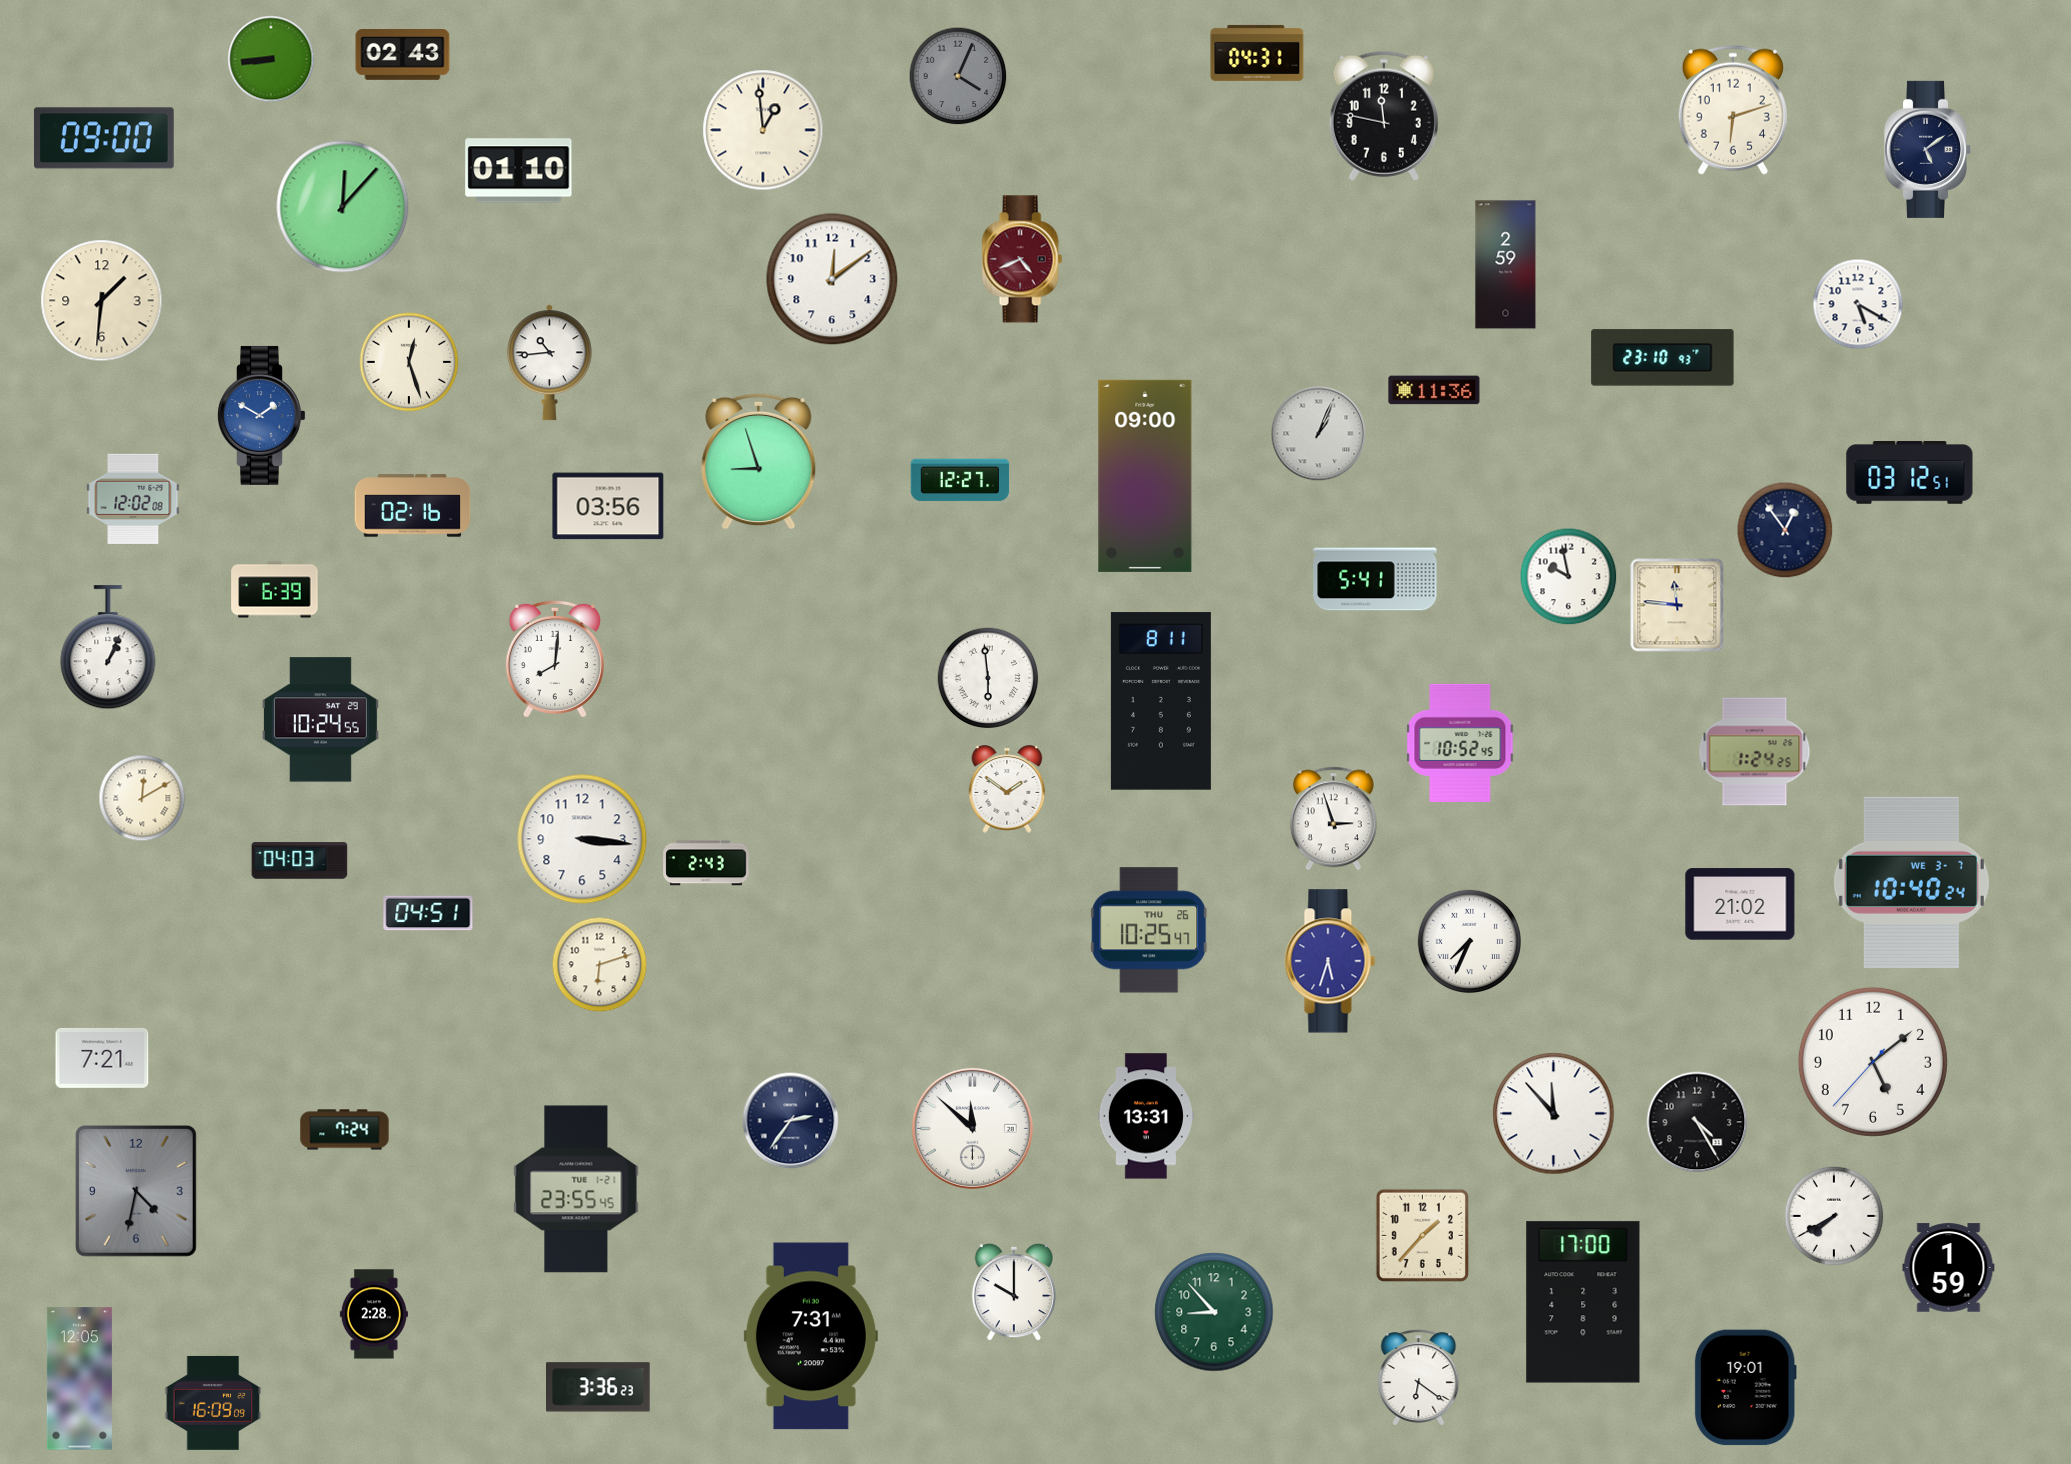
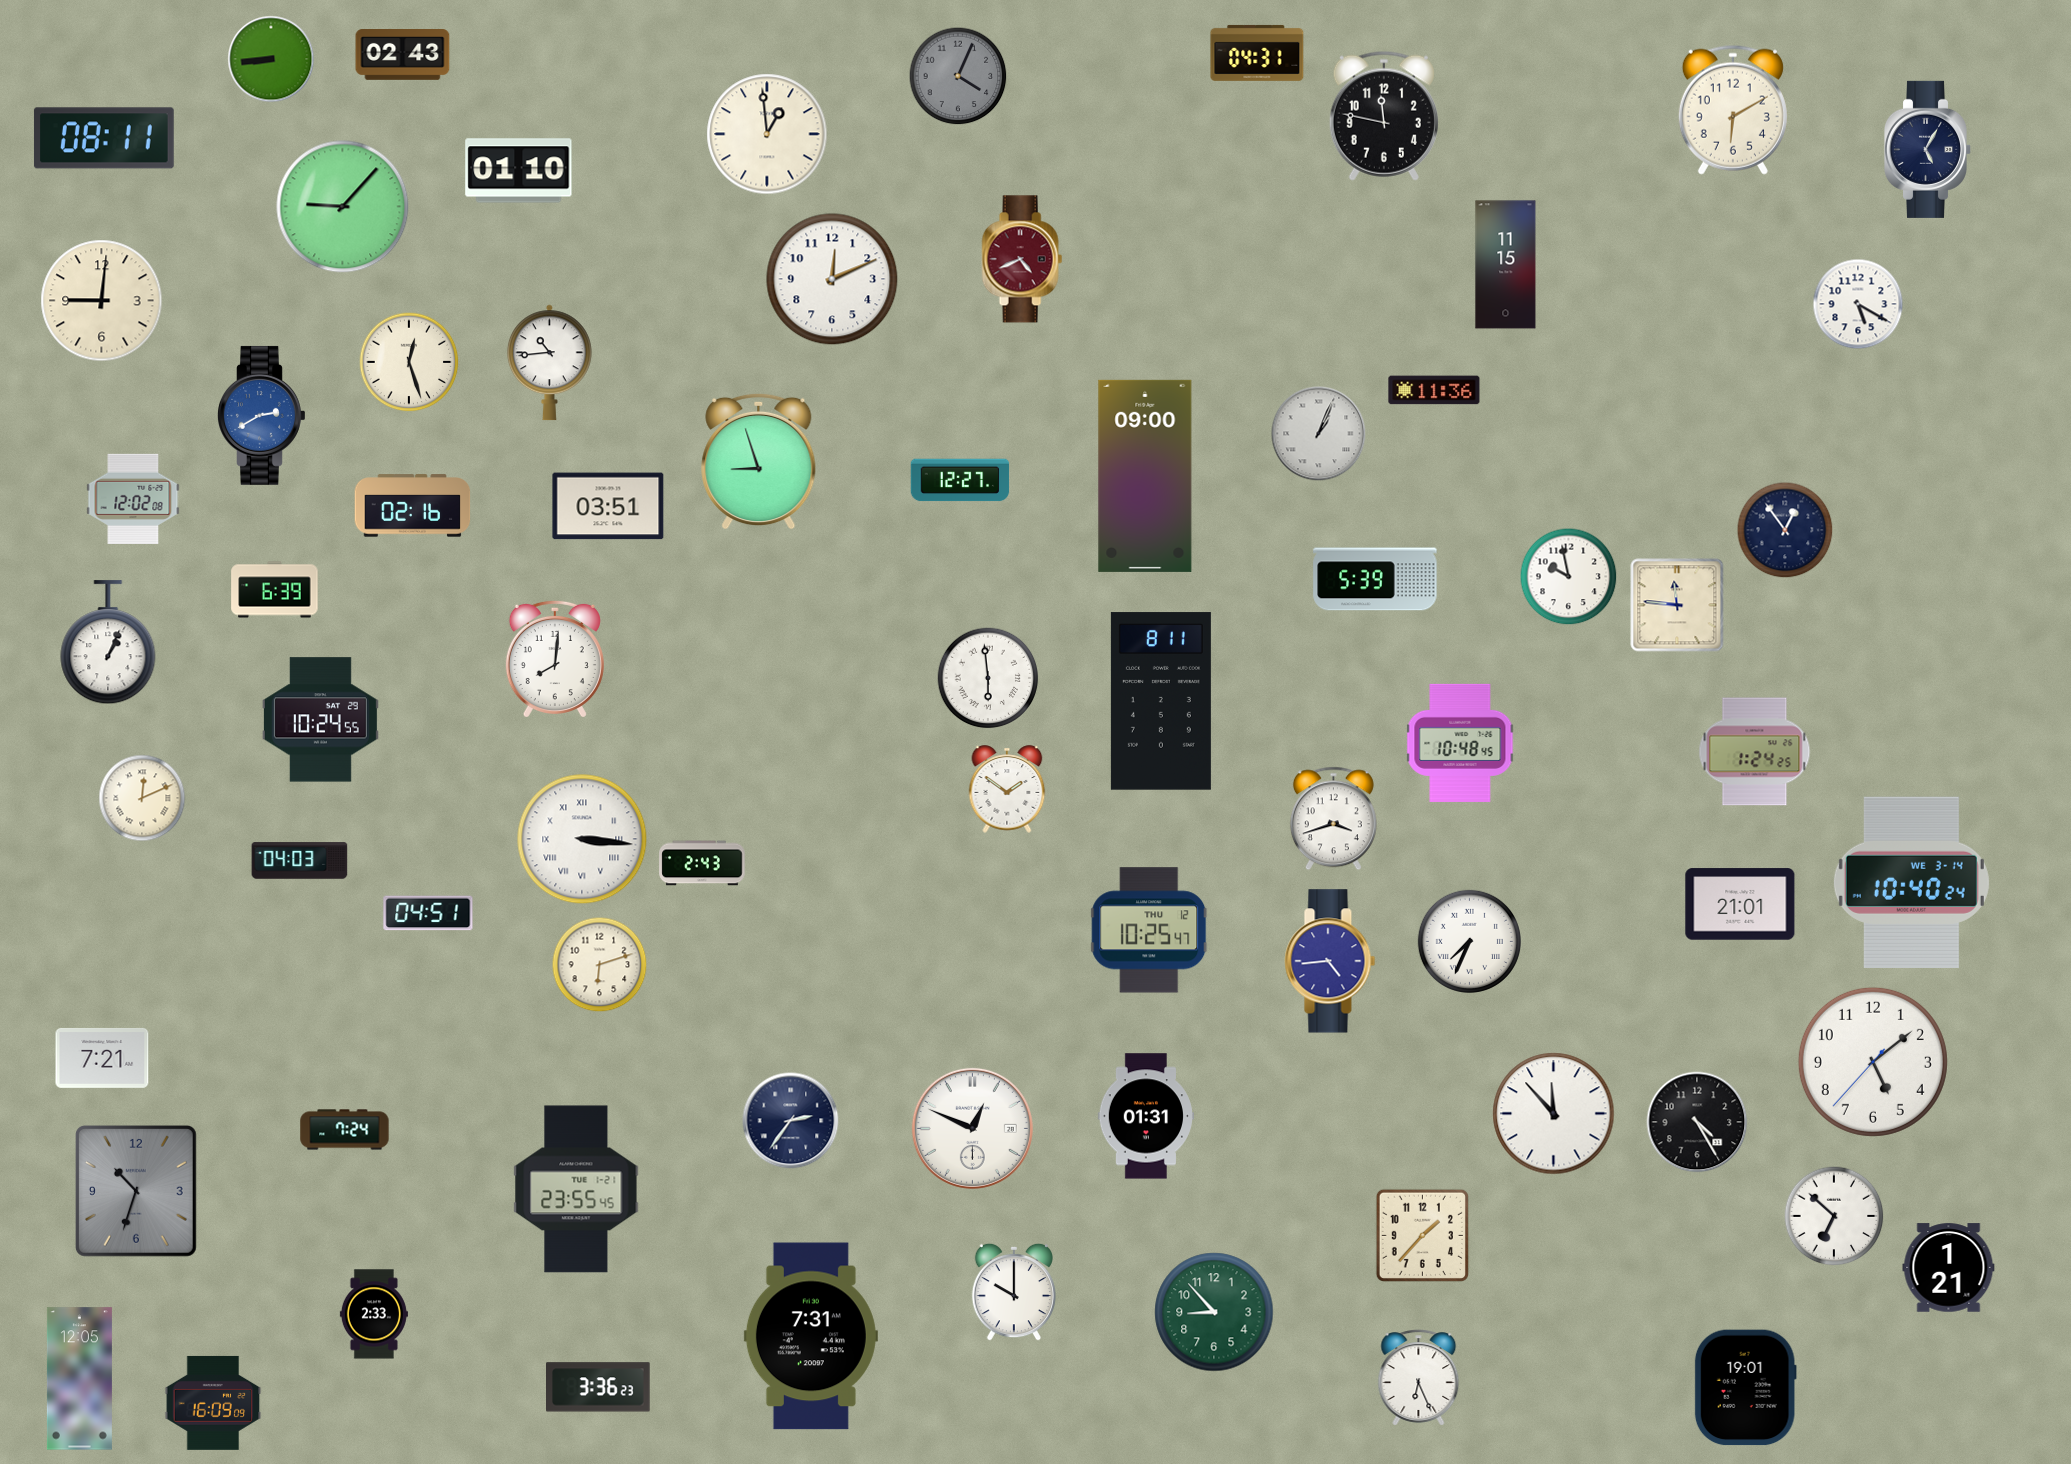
clock at (1733, 110): 6:12 -> 6:10
clock at (763, 130) position: (763, 130) -> (767, 134)
clock at (104, 138): 09:00 -> 08:11
clock at (1927, 149): 5:09 -> 5:05
clock at (343, 207): 12:07 -> 9:07
clock at (1506, 265): 2:59 -> 11:15
clock at (832, 279): 12:09 -> 12:11
clock at (102, 301): 1:31 -> 9:01
clock at (1663, 358): 23:10 -> none
clock at (262, 415): 1:50 -> 2:40
clock at (1910, 473): 03:12 -> none
clock at (608, 506): 03:56 -> 03:51
clock at (1375, 579): 5:41 -> 5:39
clock at (108, 648) position: (108, 648) -> (108, 643)
clock at (1460, 743): 10:52 -> 10:48
clock at (142, 798): 12:10 -> 12:11
clock at (1333, 819): 2:57 -> 3:42
clock at (582, 839) numerals: Arabic -> Roman
clock at (706, 863) position: (706, 863) -> (702, 863)
clock at (1911, 882) date: WE 3-7 -> WE 3-14
clock at (1740, 904): 21:02 -> 21:01
clock at (1149, 930) date: THU 26 -> THU 12
clock at (1330, 961): 5:33 -> 4:44
clock at (1145, 1116): 13:31 -> 01:31
clock at (972, 1128): 11:52 -> 12:49
clock at (136, 1191): 4:32 -> 10:33
clock at (1834, 1216): 7:40 -> 6:52
clock at (1949, 1268): 1:59 -> 1:21
clock at (1583, 1302): 17:00 -> none
clock at (374, 1314): 2:28 -> 2:33
clock at (1419, 1378): 6:21 -> 6:26
